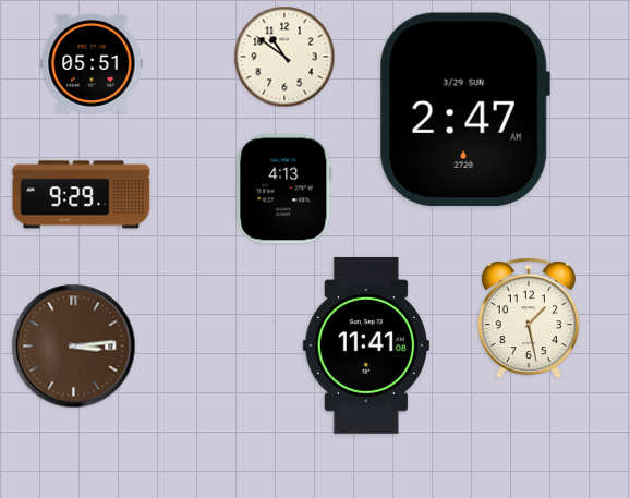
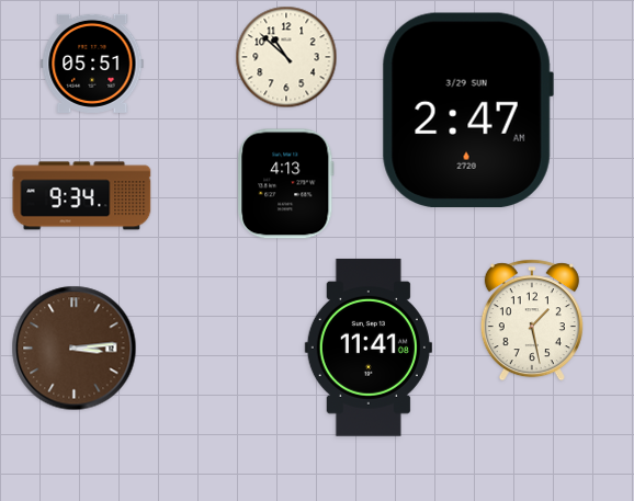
clock at (284, 57): 10:51 -> 10:52
clock at (284, 190) position: (284, 190) -> (286, 184)
clock at (82, 195): 9:29 -> 9:34
